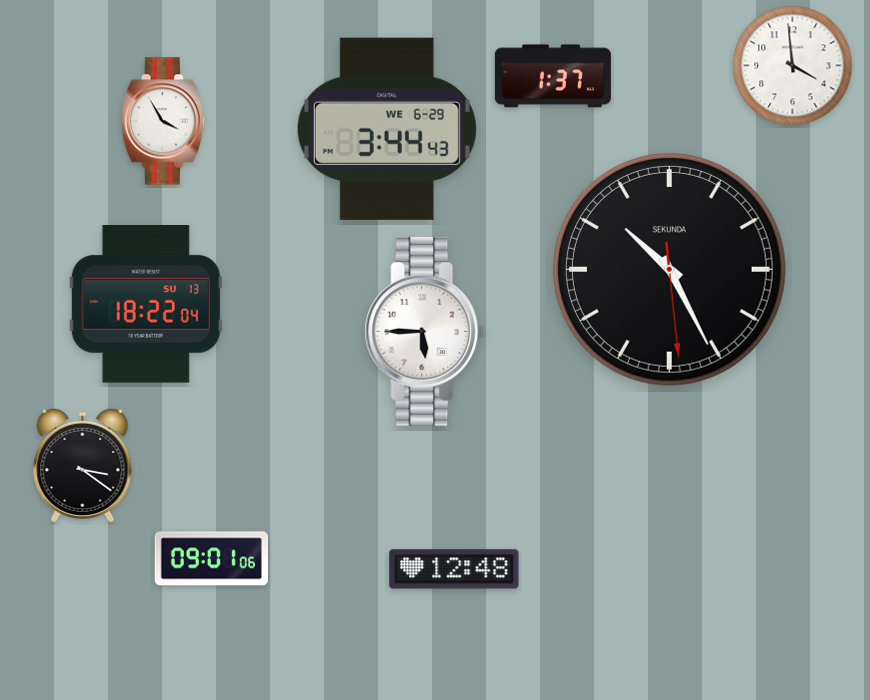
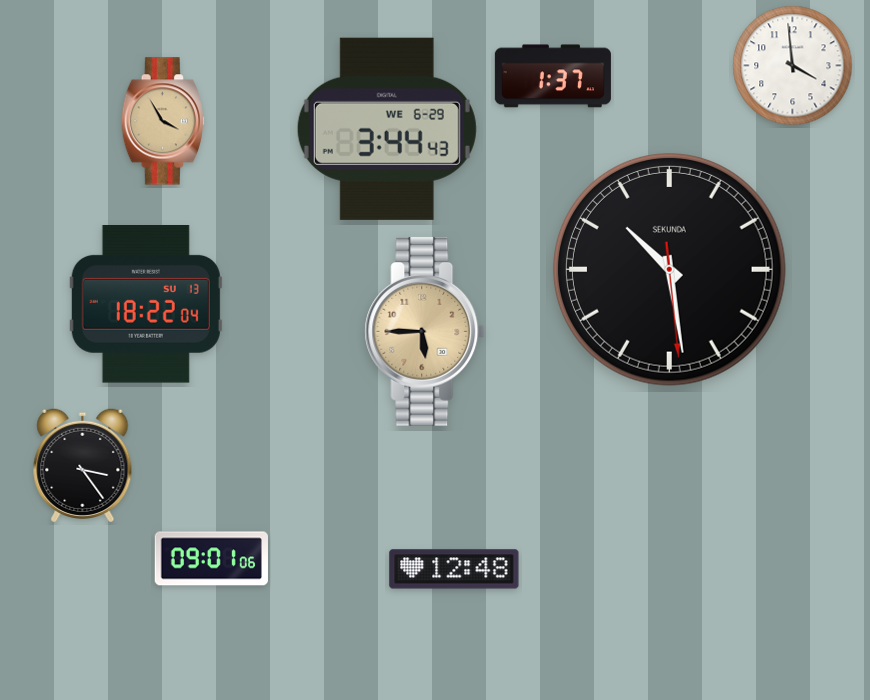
clock at (162, 121) dial: white -> champagne
clock at (669, 269): 10:25 -> 10:28
clock at (425, 331) dial: white -> champagne
clock at (83, 465): 3:21 -> 3:24
